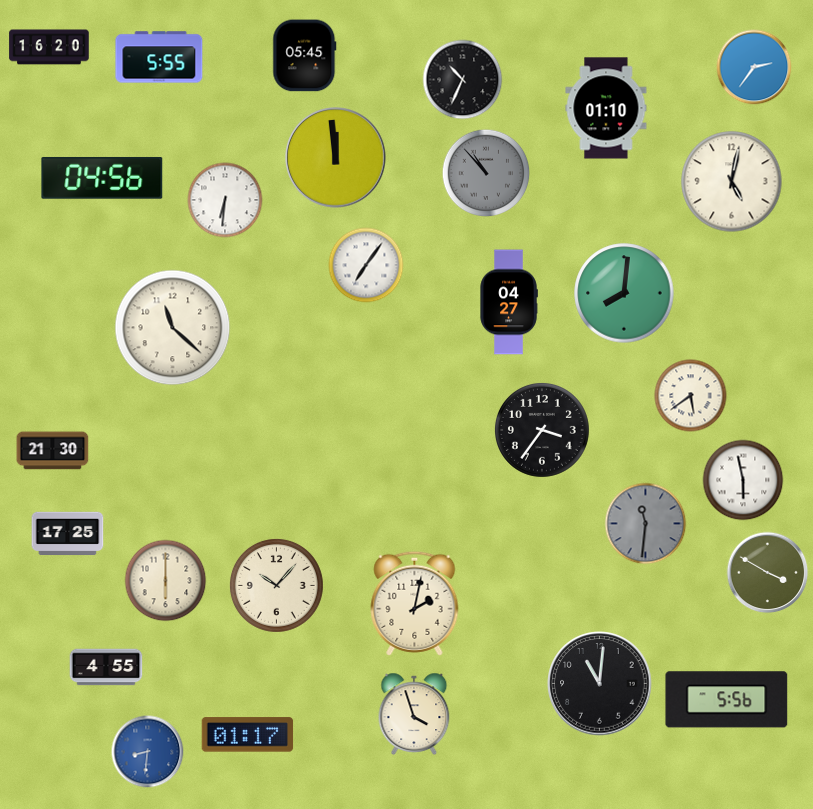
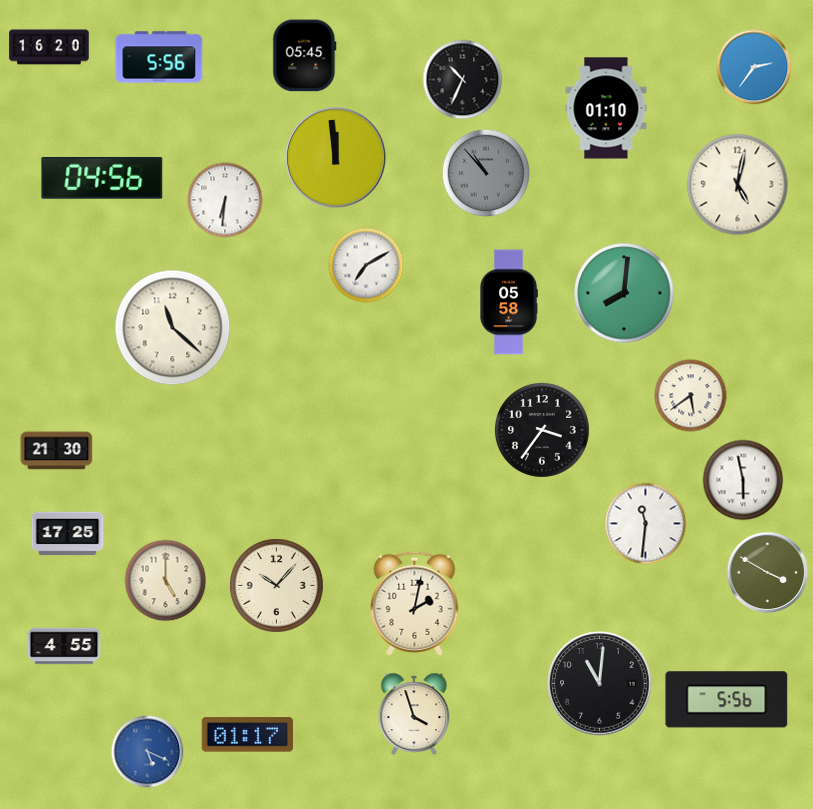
clock at (159, 57): 5:55 -> 5:56
clock at (732, 182) position: (732, 182) -> (738, 185)
clock at (366, 265): 7:06 -> 7:10
clock at (509, 302): 04:27 -> 05:58
clock at (53, 451) position: (53, 451) -> (57, 451)
clock at (646, 524) dial: grey -> white
clock at (166, 581): 6:00 -> 5:00
clock at (106, 667) position: (106, 667) -> (64, 646)
clock at (148, 752): 8:31 -> 5:19
